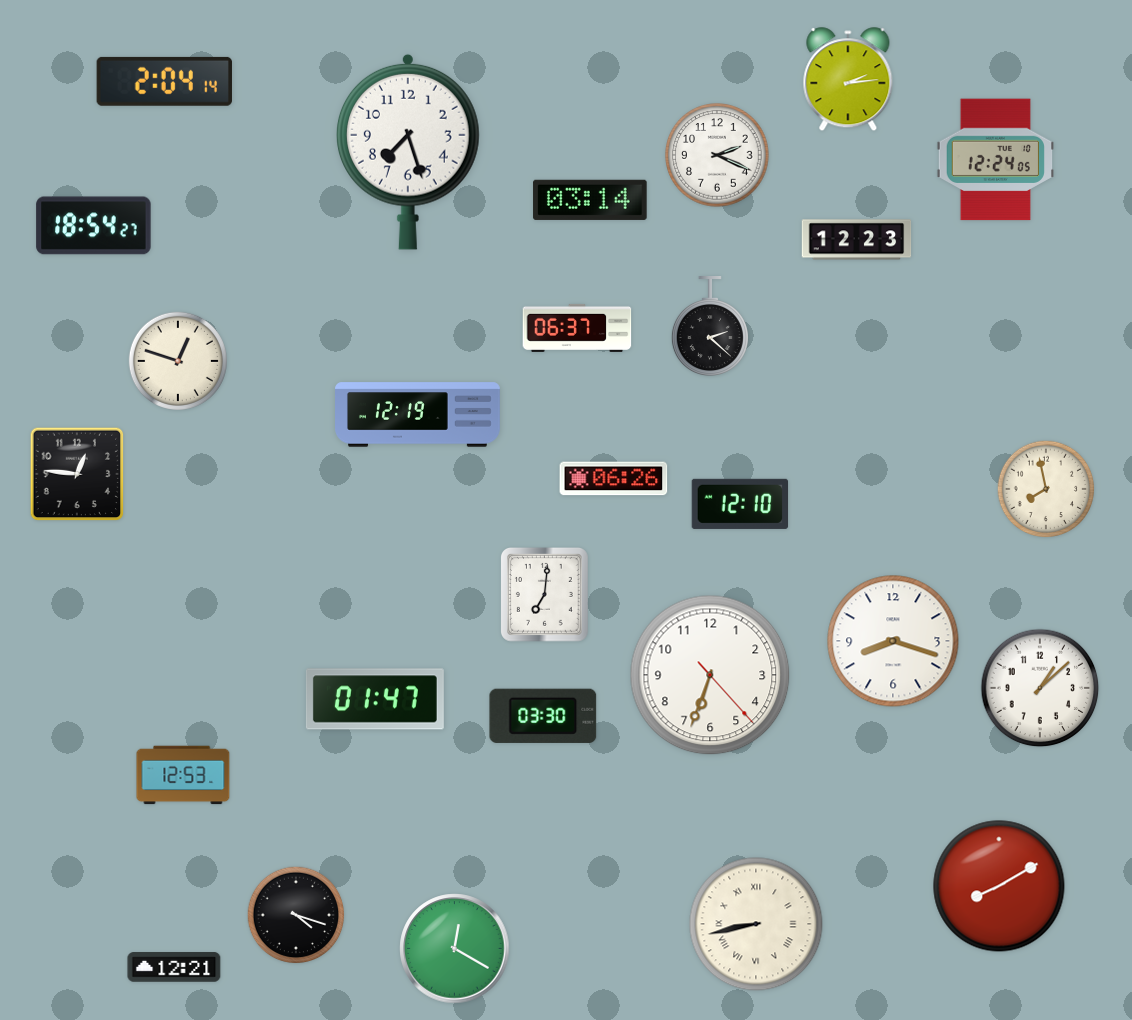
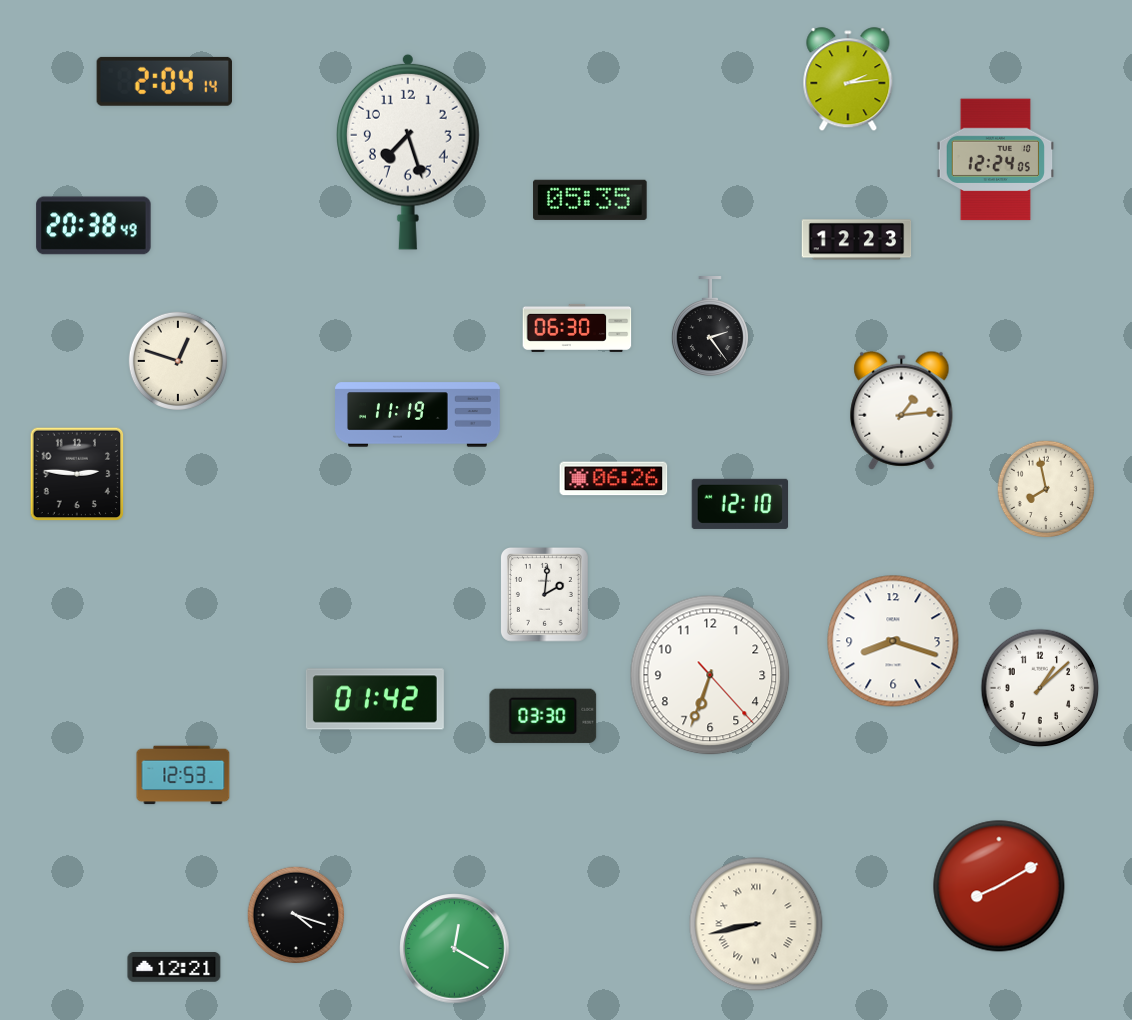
clock at (717, 155): 2:19 -> none
clock at (590, 200): 03:14 -> 05:35
clock at (94, 226): 18:54 -> 20:38
clock at (710, 326): 2:22 -> 2:24
clock at (577, 328): 06:37 -> 06:30
clock at (902, 410): none -> 1:14
clock at (418, 415): 12:19 -> 11:19
clock at (77, 474): 12:46 -> 2:46
clock at (544, 595): 7:01 -> 2:01
clock at (375, 699): 01:47 -> 01:42
